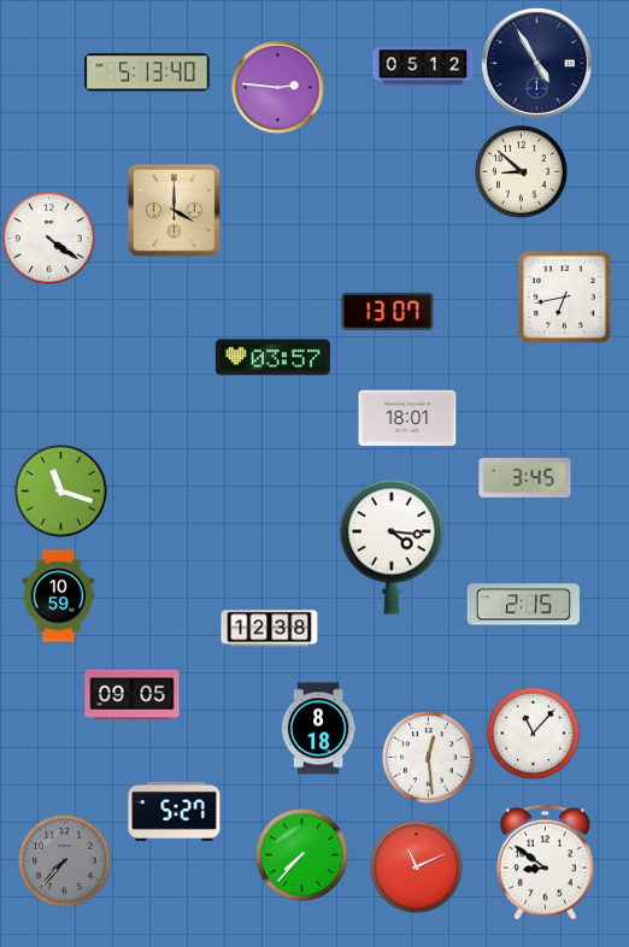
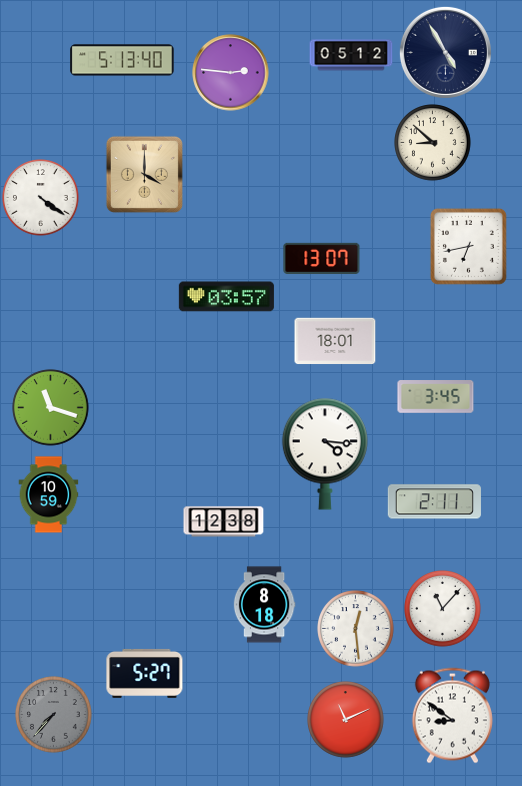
clock at (407, 418) position: (407, 418) -> (335, 341)
clock at (523, 605): 2:15 -> 2:11
clock at (133, 694): 09:05 -> none
clock at (302, 855): 7:37 -> none
